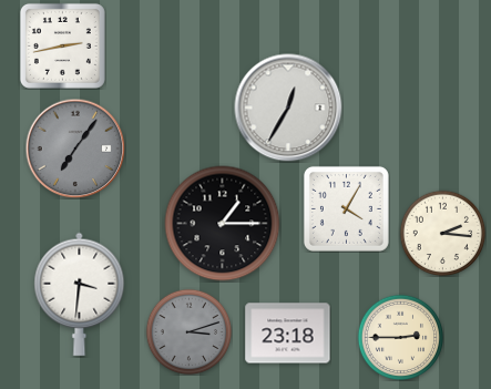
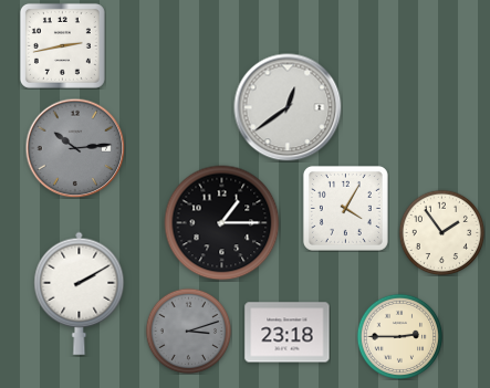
clock at (288, 108): 12:35 -> 12:39
clock at (75, 149): 7:06 -> 10:14
clock at (442, 233): 2:16 -> 1:54
clock at (80, 294): 3:31 -> 2:10
